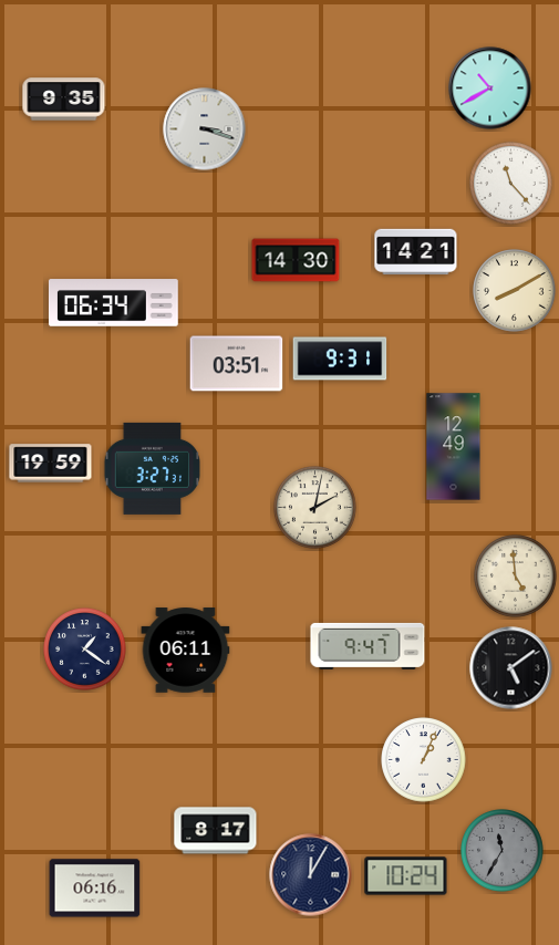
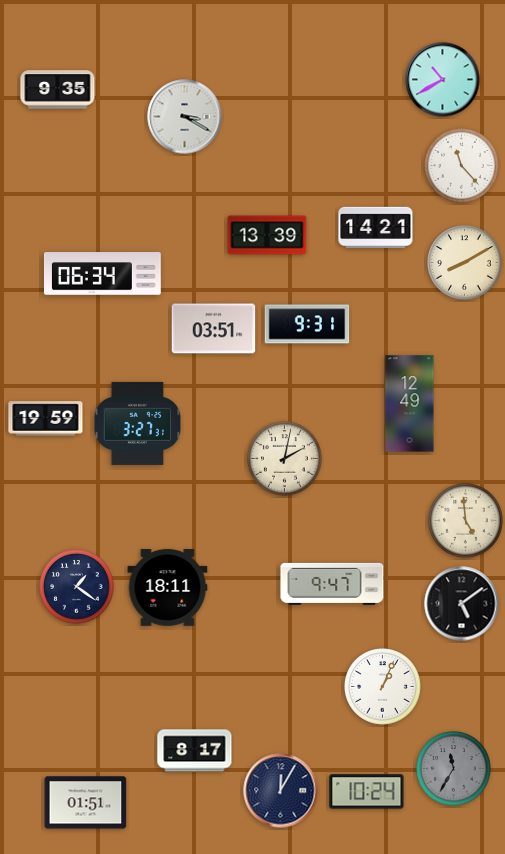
clock at (205, 129): 3:18 -> 3:20
clock at (296, 260): 14:30 -> 13:39
clock at (186, 651): 06:11 -> 18:11
clock at (95, 889): 06:16 -> 01:51
